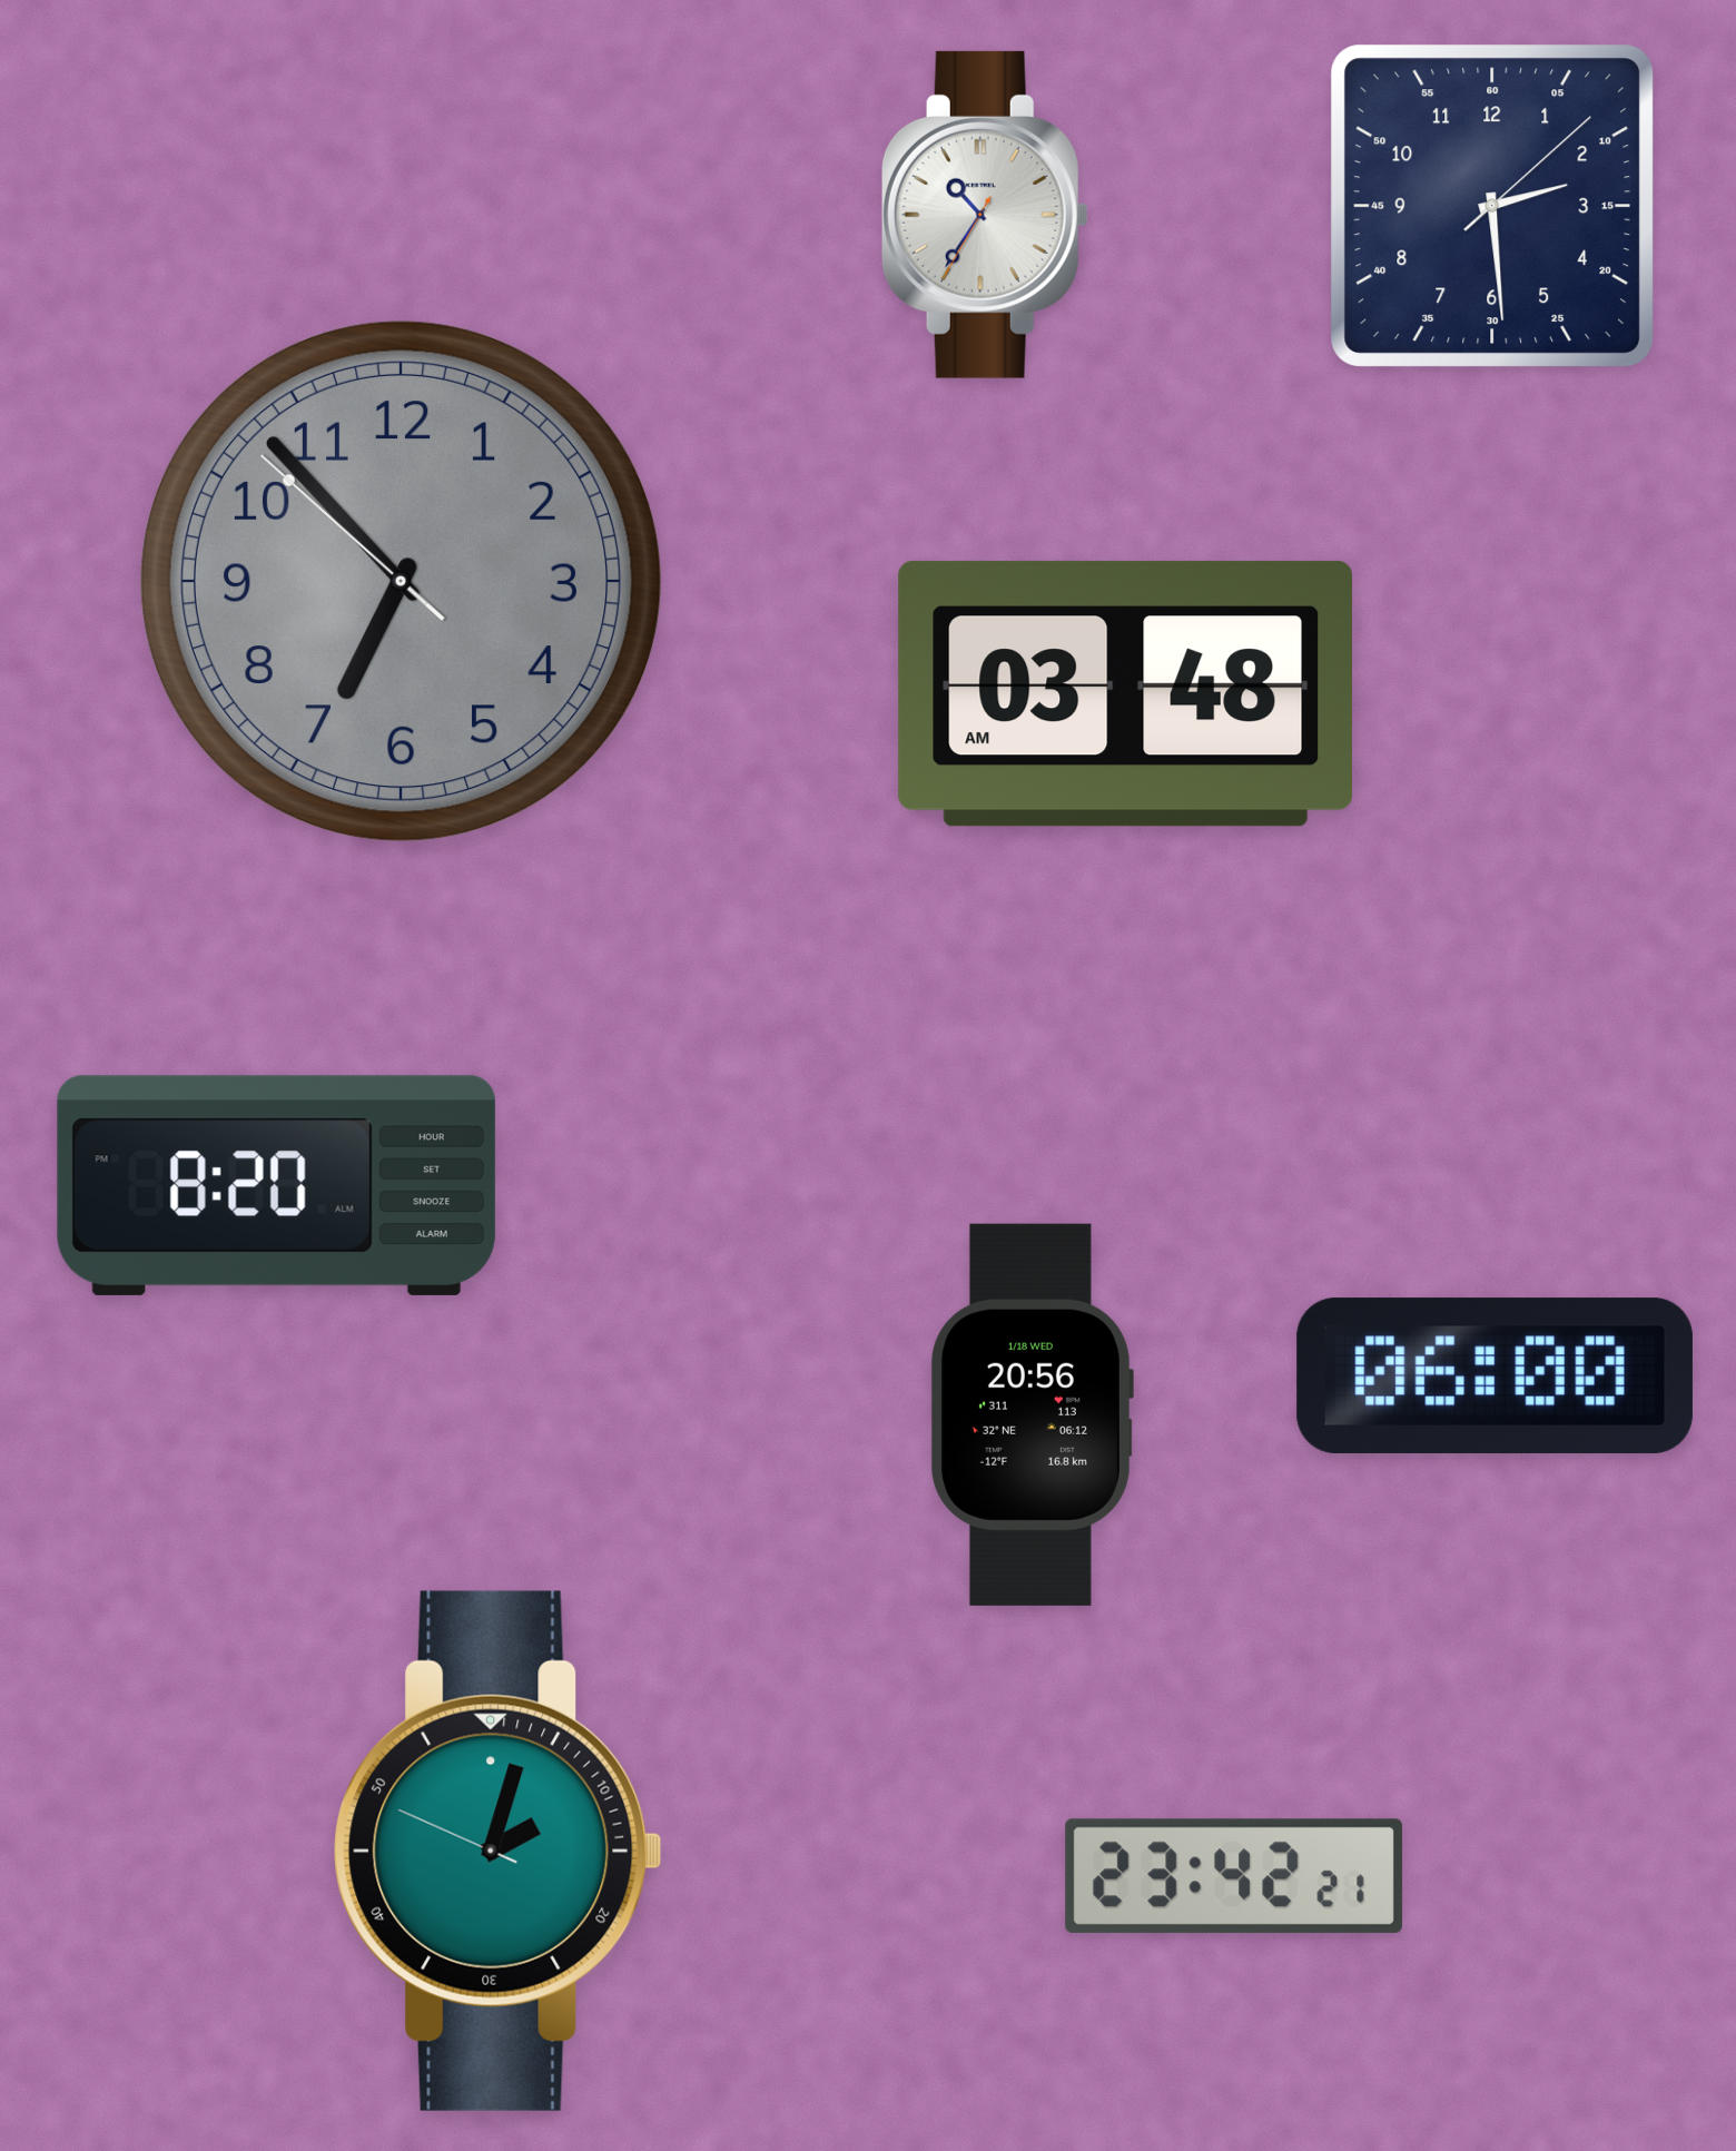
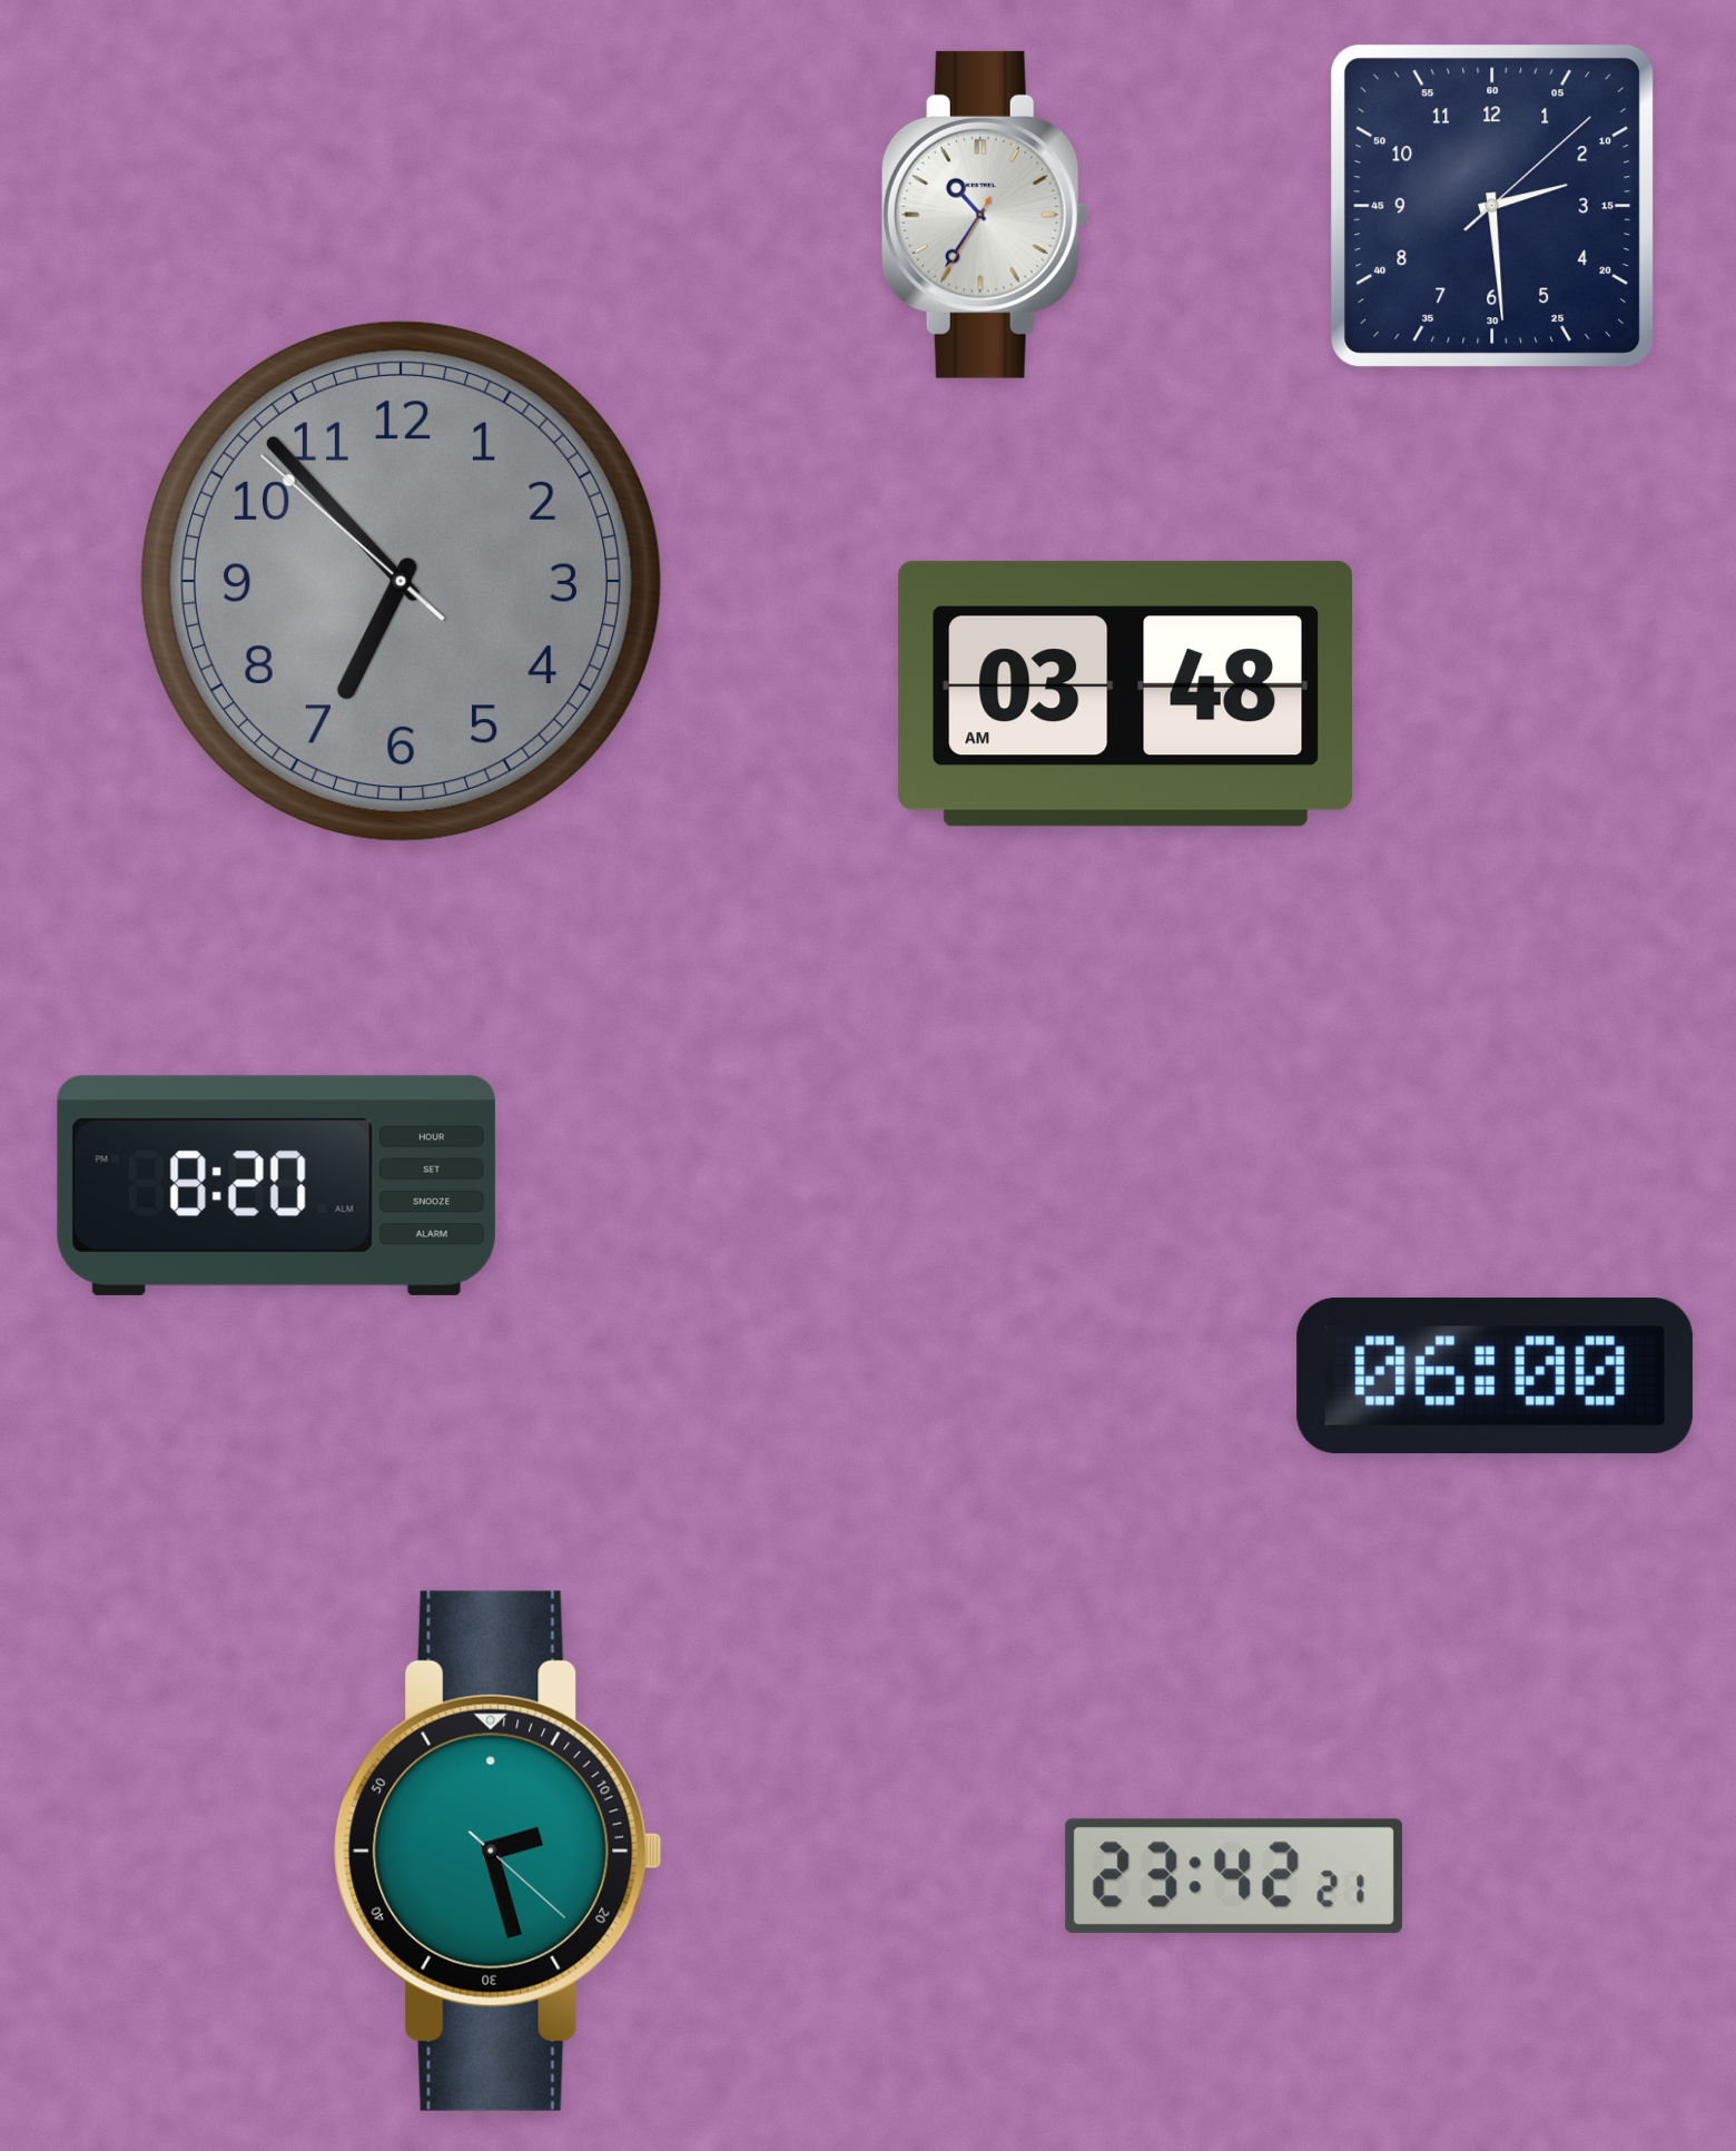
clock at (1032, 1414): 20:56 -> none
clock at (499, 1851): 2:02 -> 2:27
